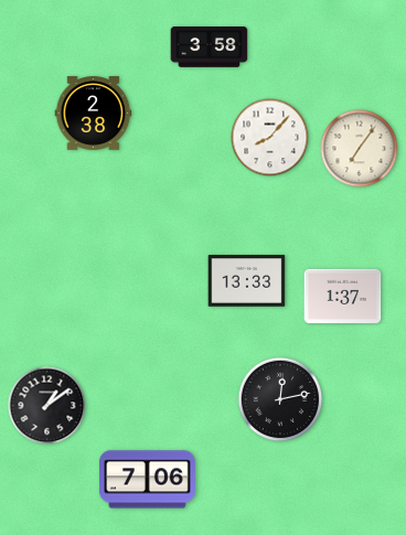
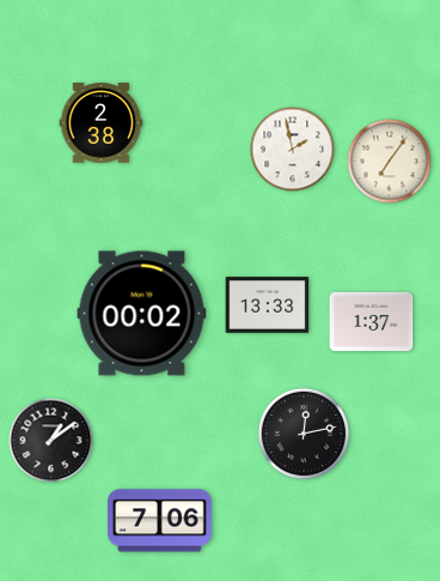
clock at (210, 47): 3:58 -> none
clock at (270, 138): 8:07 -> 1:58
clock at (142, 314): none -> 00:02
